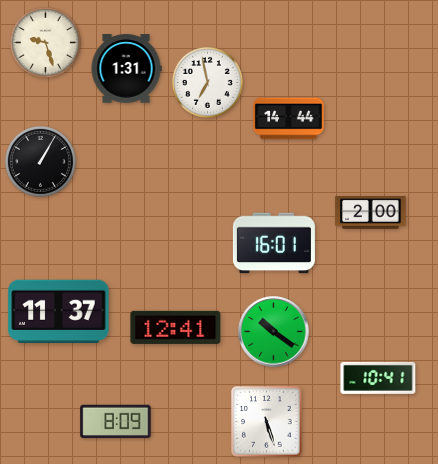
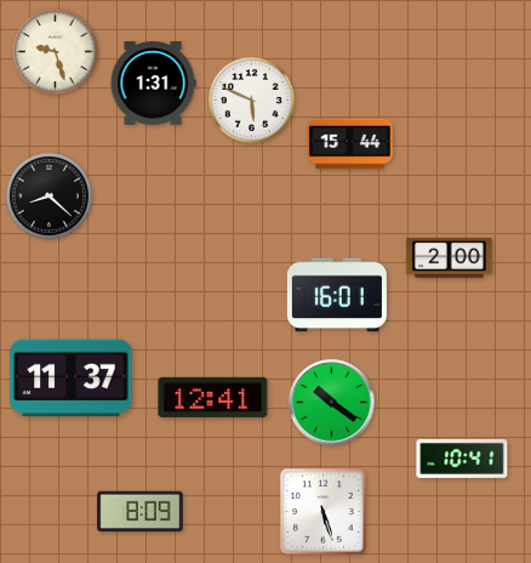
clock at (207, 82): 6:58 -> 5:49
clock at (289, 119): 14:44 -> 15:44
clock at (40, 161): 1:05 -> 8:22
clock at (274, 243) position: (274, 243) -> (337, 295)
clock at (378, 378) position: (378, 378) -> (462, 459)
